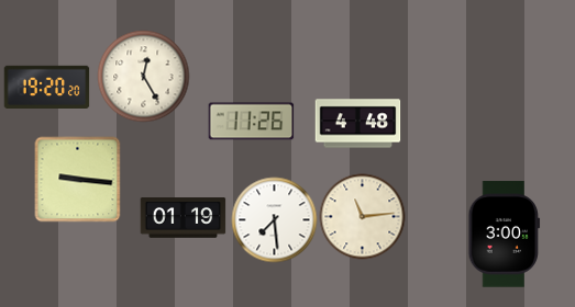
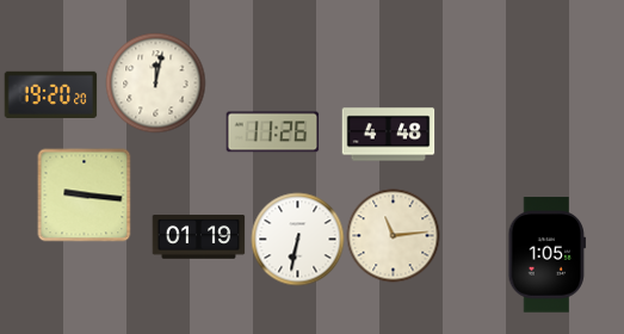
clock at (143, 76): 12:25 -> 12:02
clock at (274, 219): 7:29 -> 6:32
clock at (505, 235): 3:00 -> 1:05
